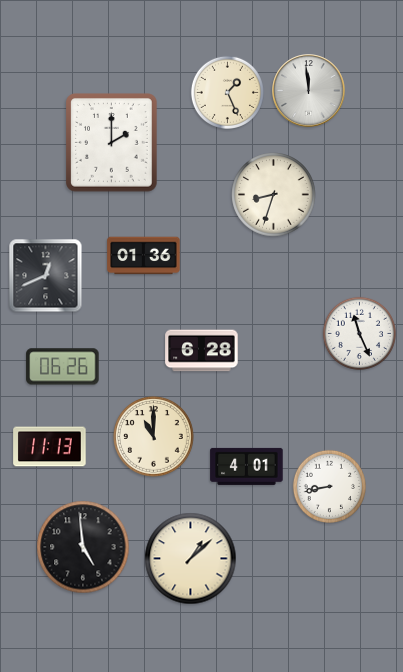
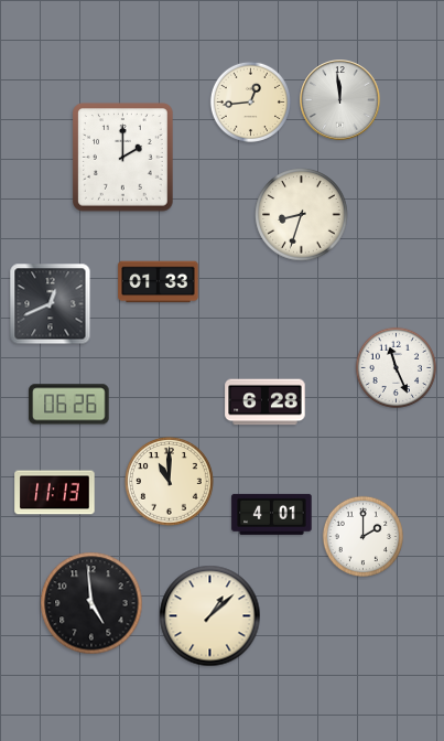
clock at (227, 92): 1:26 -> 12:44
clock at (144, 256): 01:36 -> 01:33
clock at (202, 351) position: (202, 351) -> (266, 402)
clock at (329, 486): 8:43 -> 2:00
